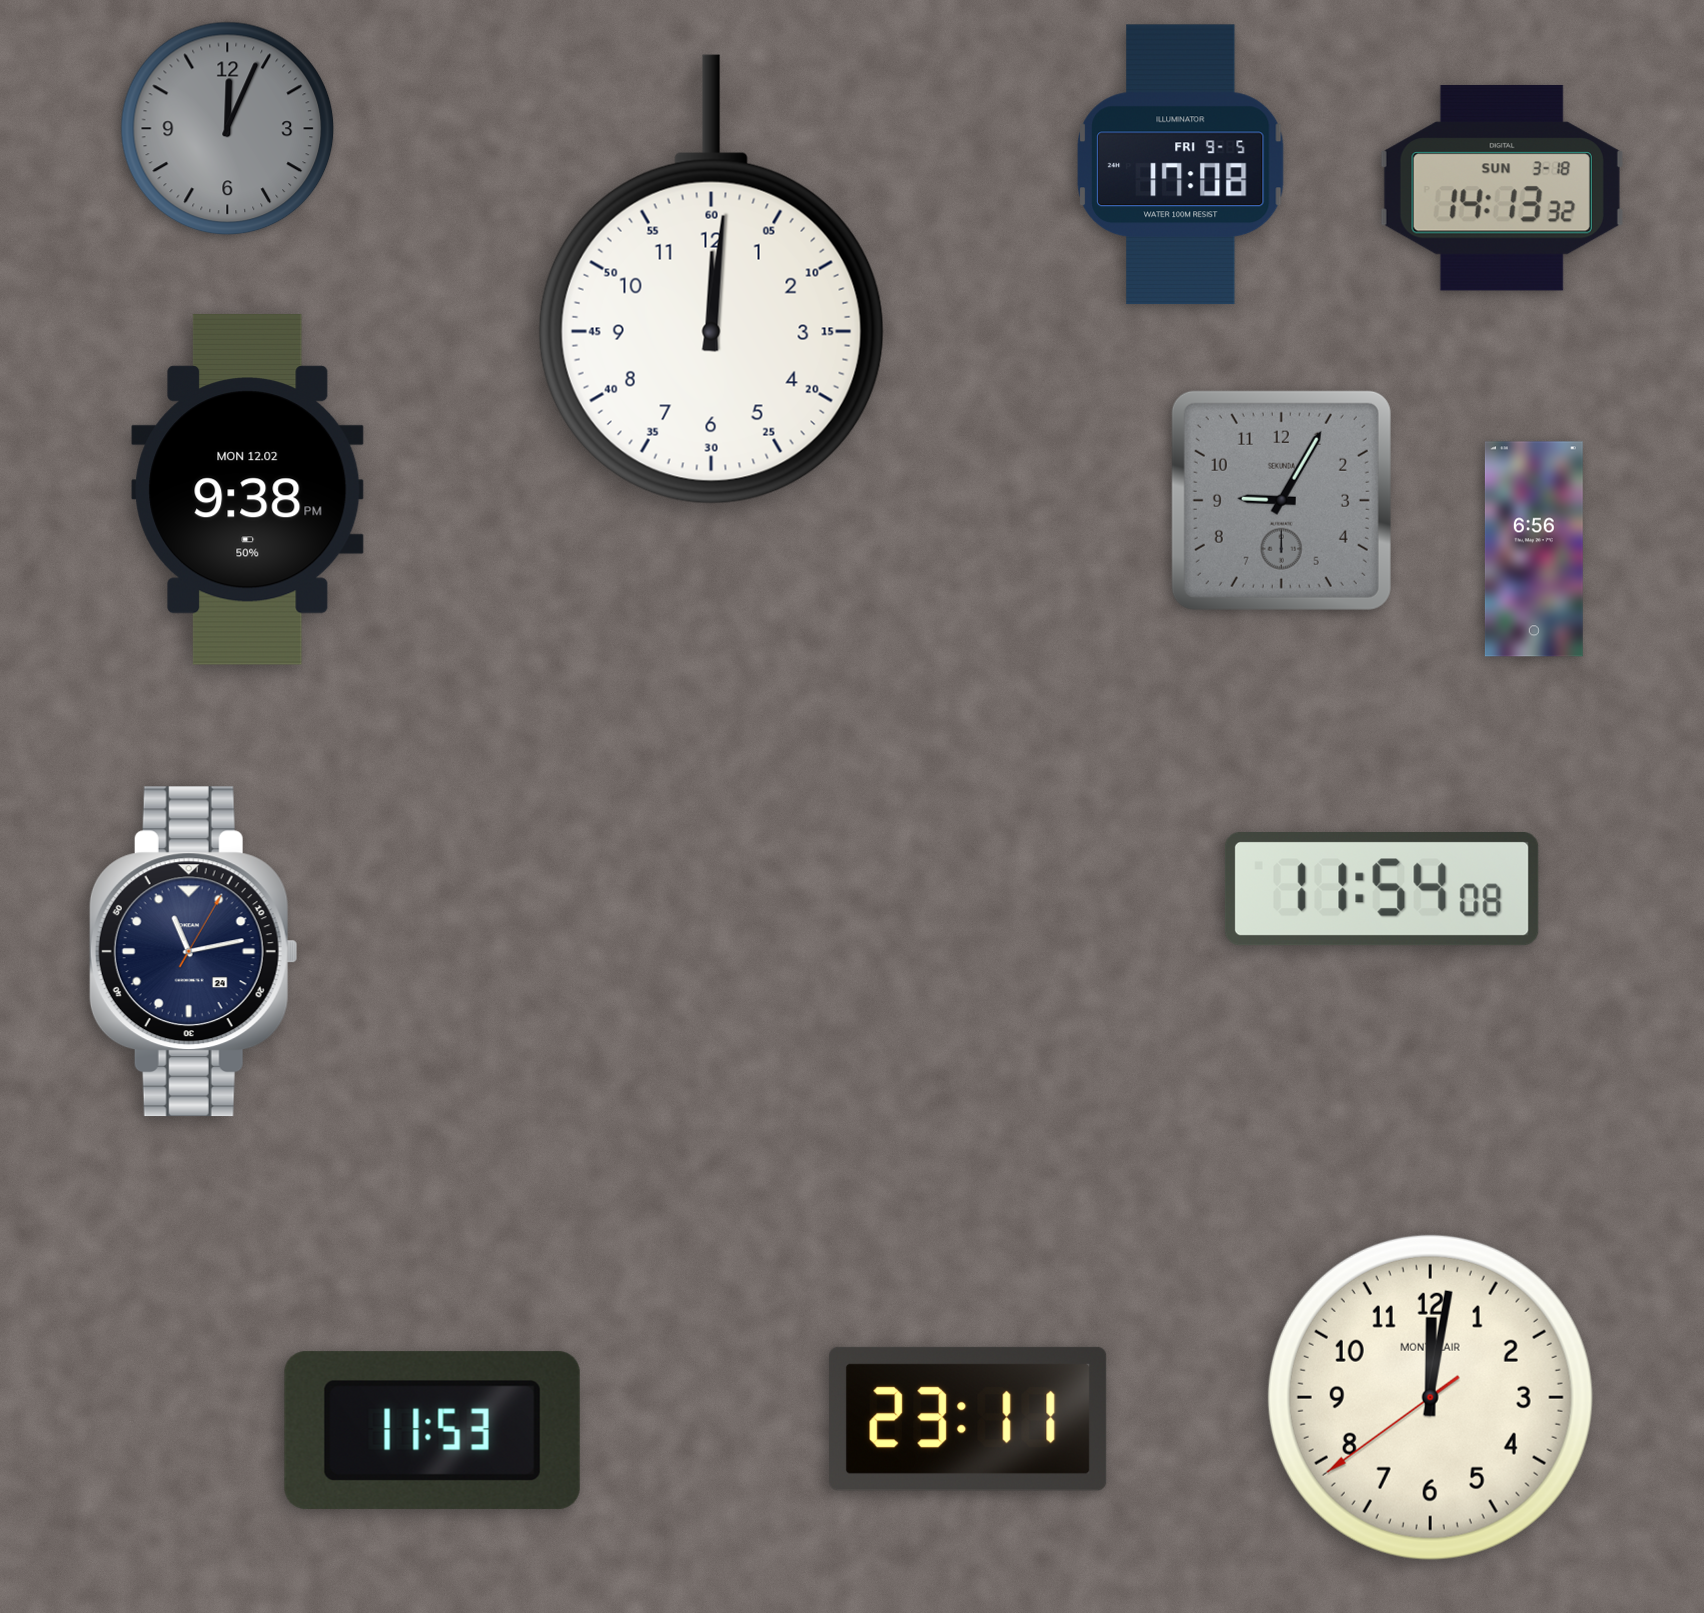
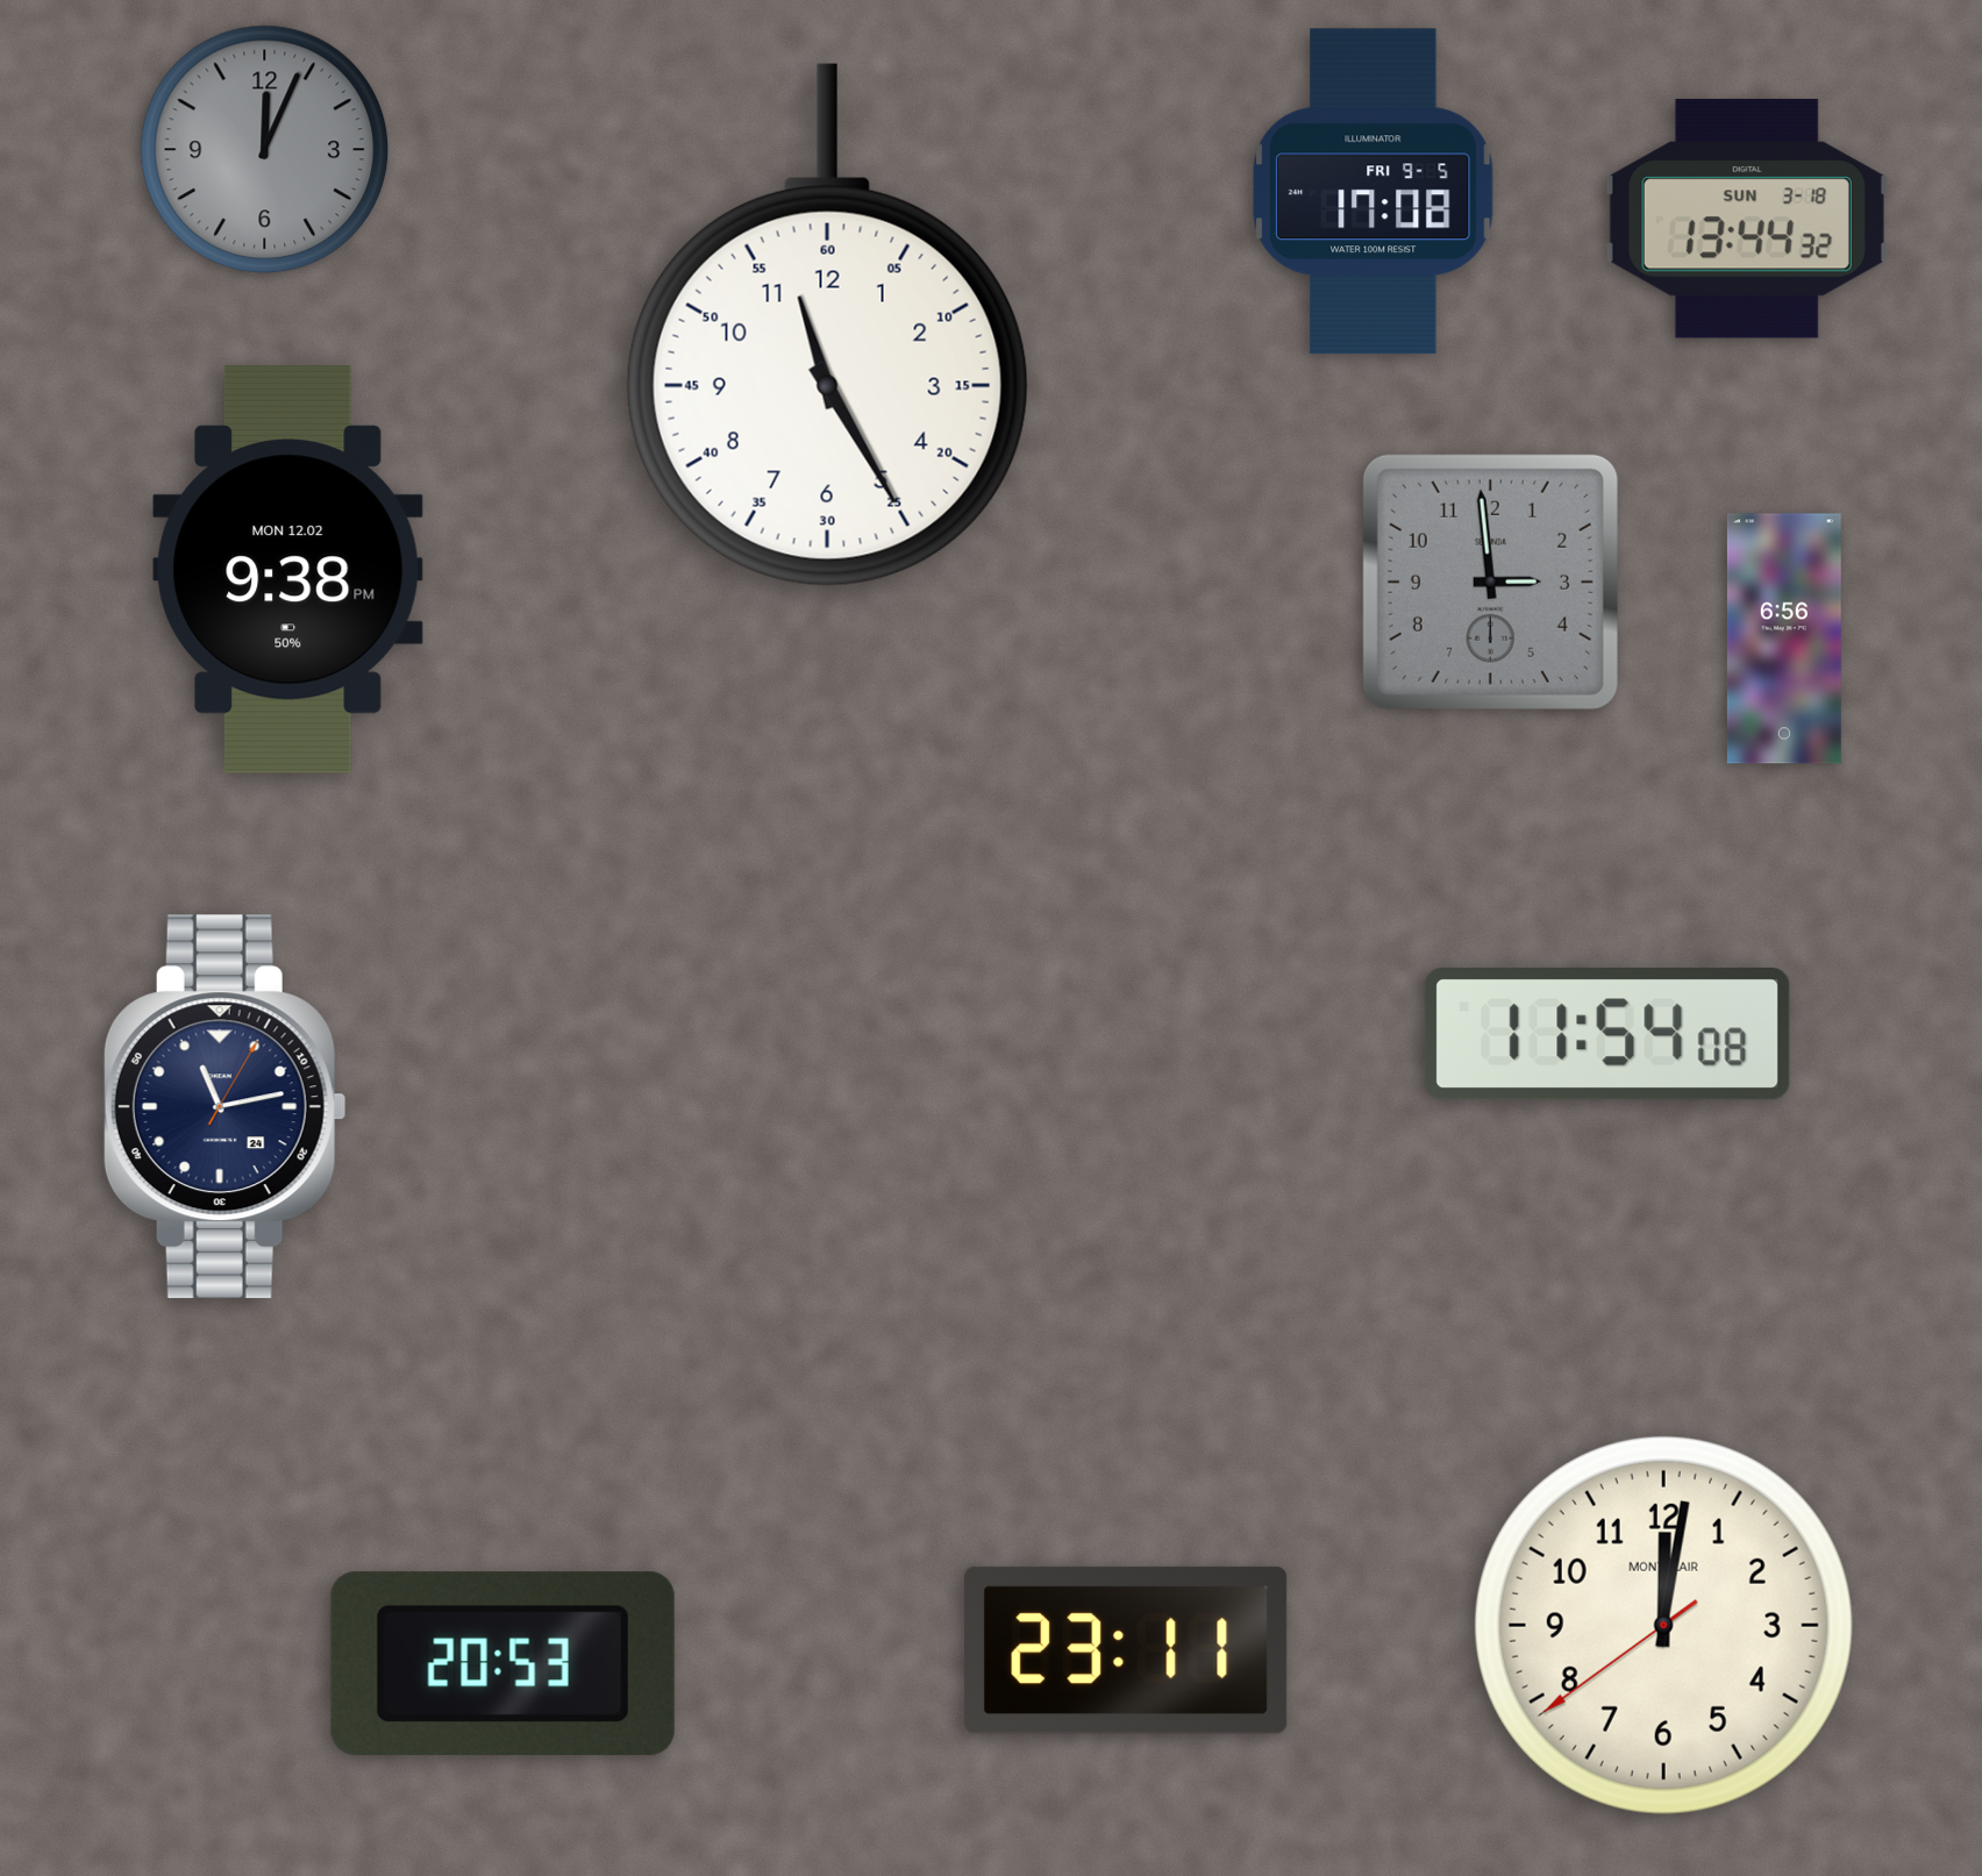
clock at (1502, 188): 14:13 -> 13:44
clock at (711, 280): 12:01 -> 11:25
clock at (1281, 500): 9:05 -> 2:59
clock at (432, 1430): 11:53 -> 20:53
